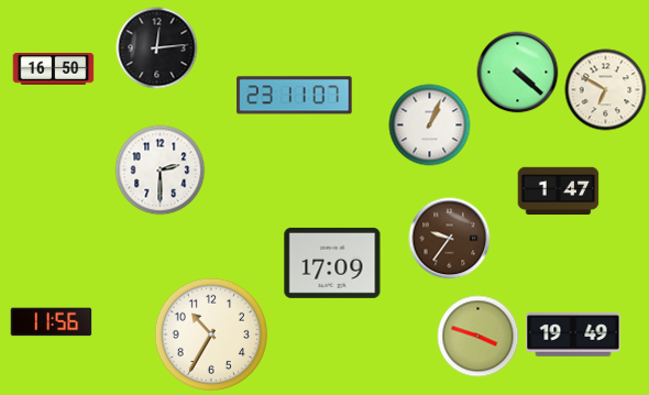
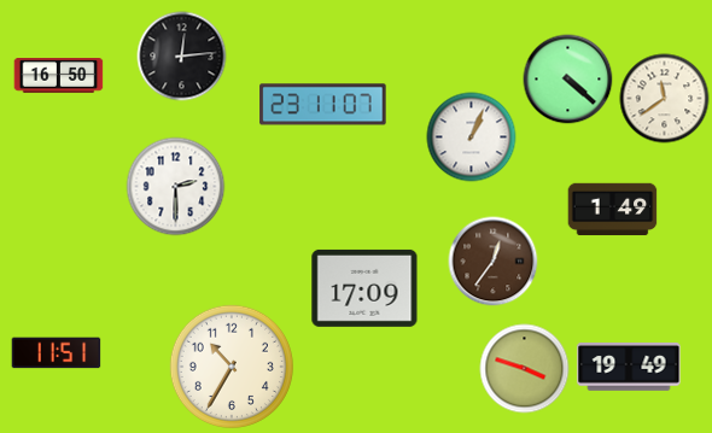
clock at (157, 48) position: (157, 48) -> (182, 57)
clock at (606, 90): 6:50 -> 11:39
clock at (559, 191): 1:47 -> 1:49
clock at (450, 239): 9:36 -> 12:36
clock at (52, 322): 11:56 -> 11:51
